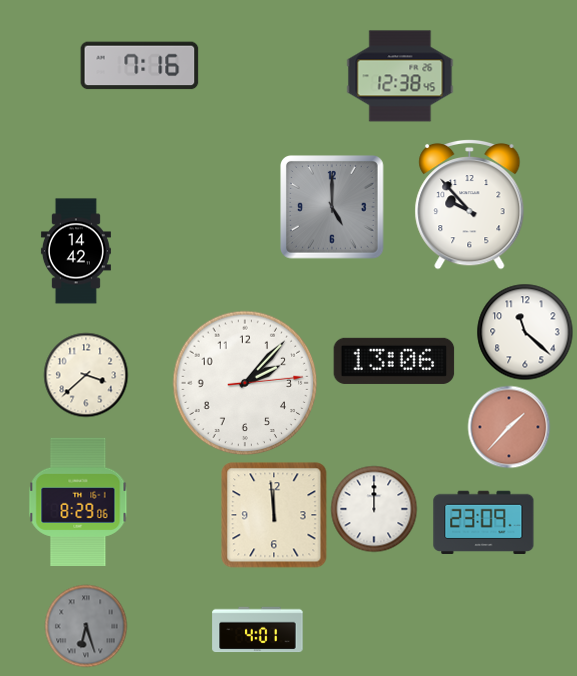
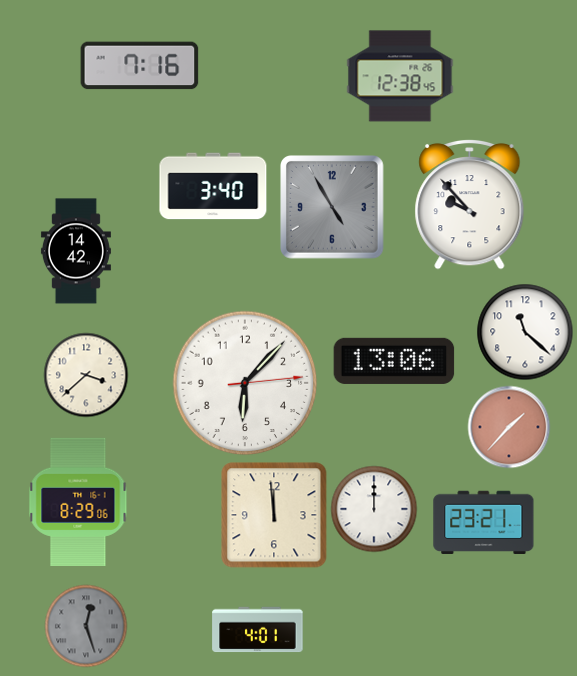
clock at (213, 186): none -> 3:40
clock at (333, 208): 5:00 -> 4:55
clock at (245, 383): 2:07 -> 6:07
clock at (484, 522): 23:09 -> 23:21
clock at (86, 626): 6:27 -> 12:27
